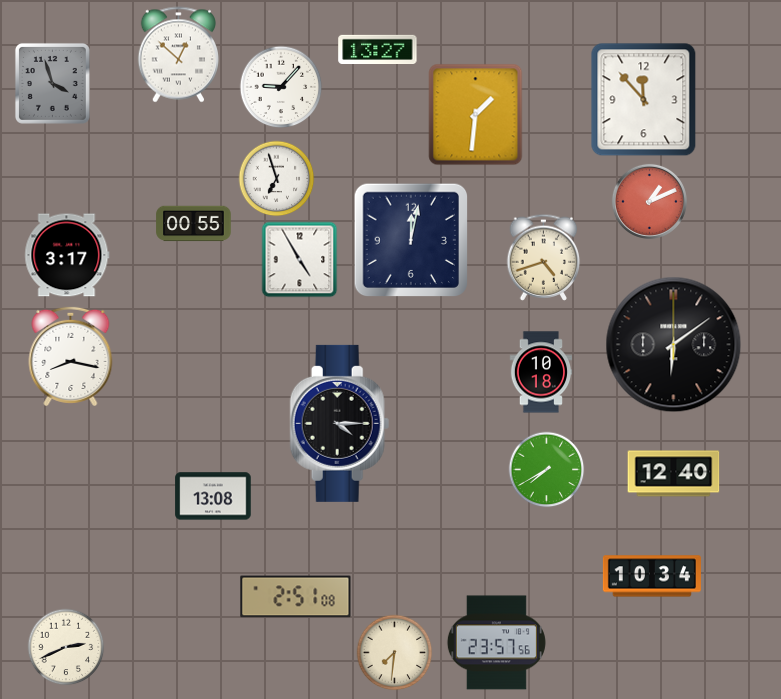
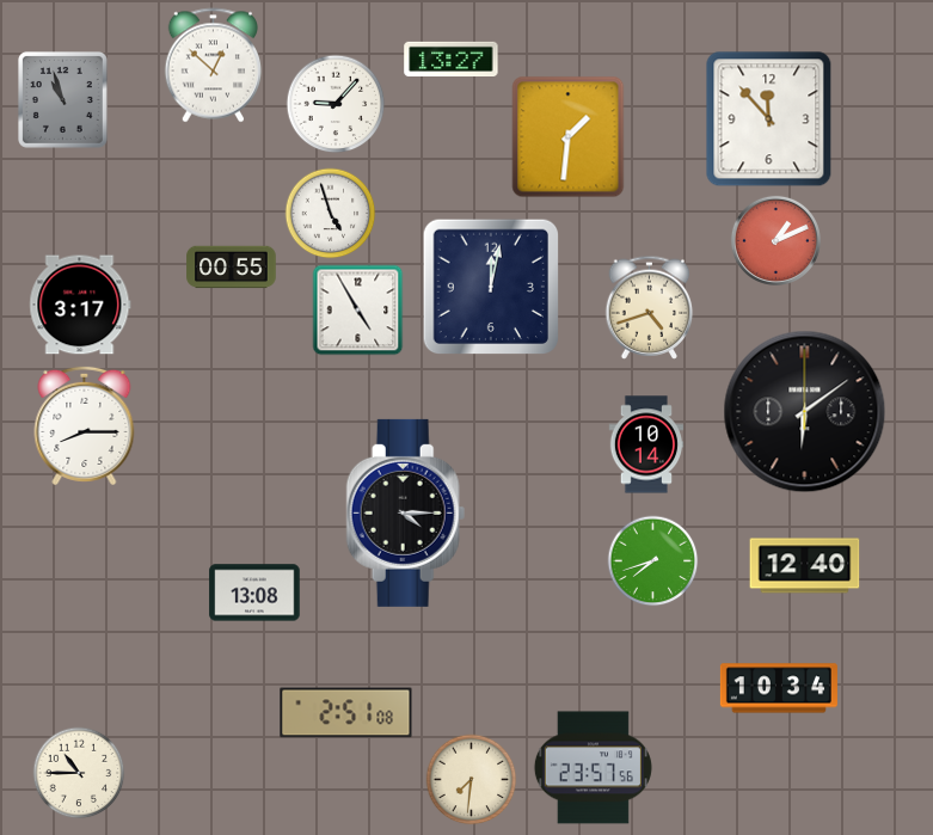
clock at (52, 83): 3:57 -> 10:57
clock at (277, 179): 6:57 -> 4:57
clock at (71, 356): 8:17 -> 8:15
clock at (541, 372): 10:18 -> 10:14
clock at (340, 423) position: (340, 423) -> (406, 512)
clock at (547, 470): 7:40 -> 7:42
clock at (296, 597) position: (296, 597) -> (346, 713)
clock at (66, 647): 2:41 -> 10:45
